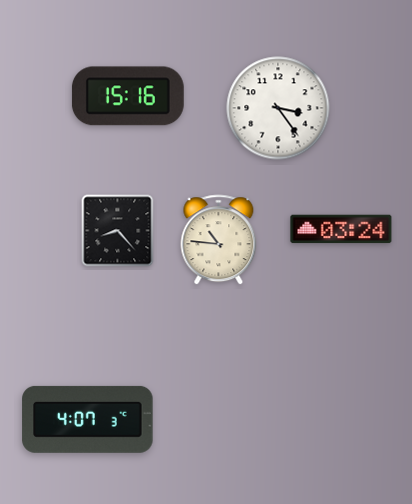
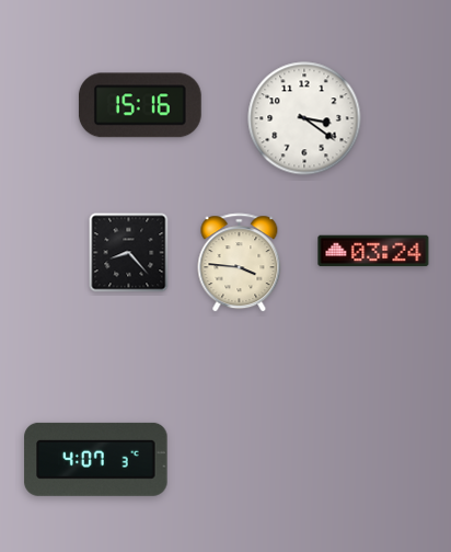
clock at (278, 108): 3:24 -> 3:21
clock at (219, 240): 10:46 -> 3:46
